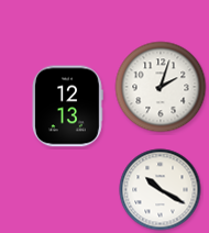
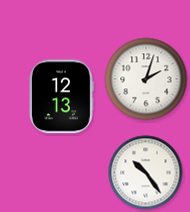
clock at (161, 190): 10:20 -> 10:24
